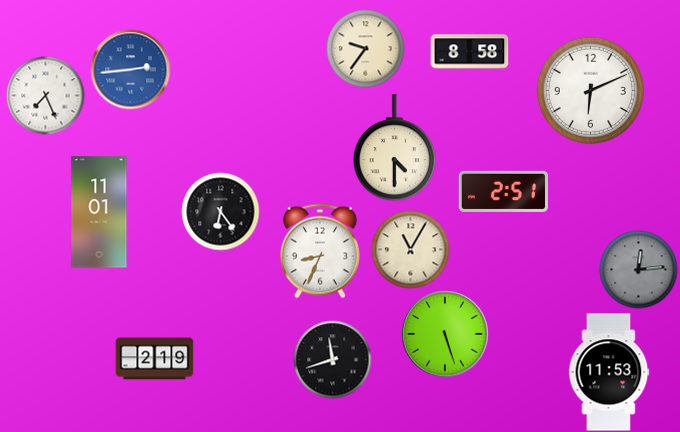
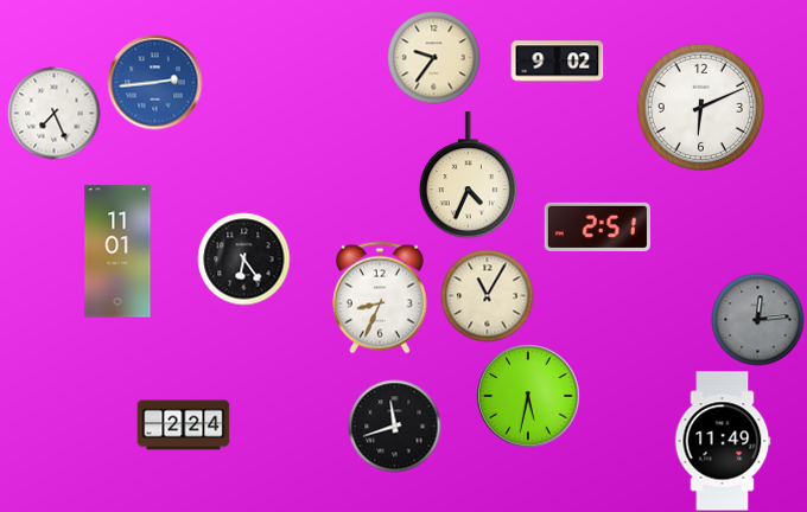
clock at (469, 52): 8:58 -> 9:02
clock at (394, 148): 4:30 -> 4:34
clock at (220, 211) position: (220, 211) -> (243, 258)
clock at (445, 334): 5:27 -> 5:32
clock at (154, 359): 2:19 -> 2:24
clock at (609, 372): 11:53 -> 11:49
